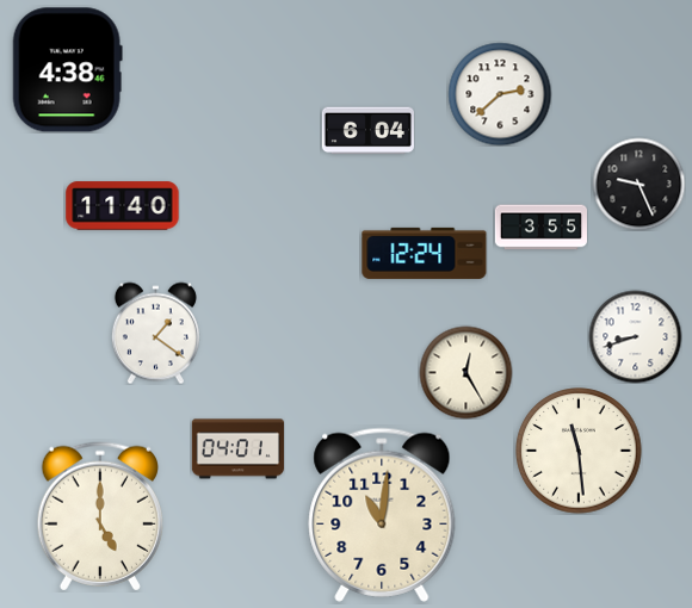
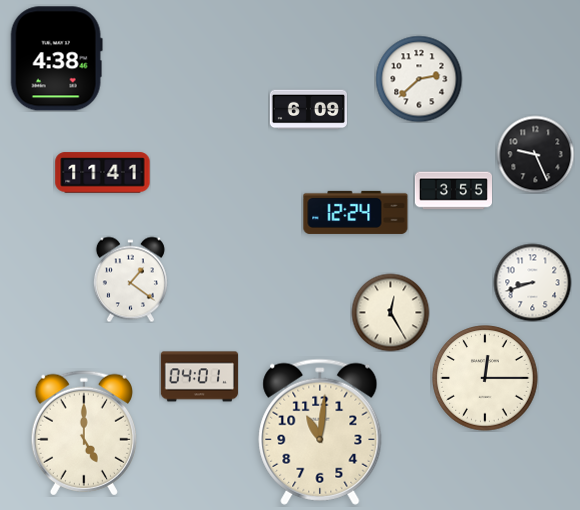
clock at (367, 131): 6:04 -> 6:09
clock at (123, 206): 11:40 -> 11:41
clock at (579, 451): 11:29 -> 12:15
